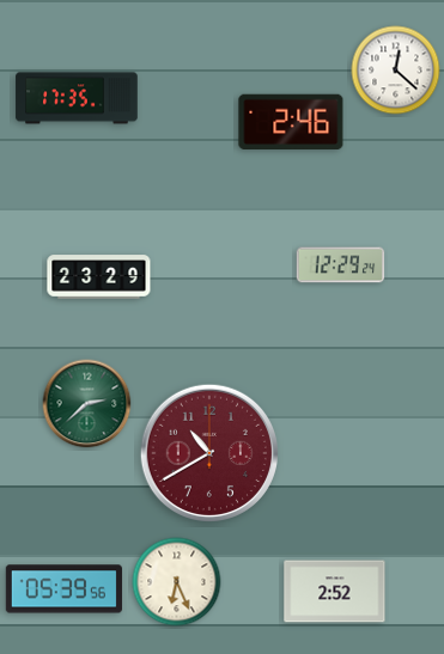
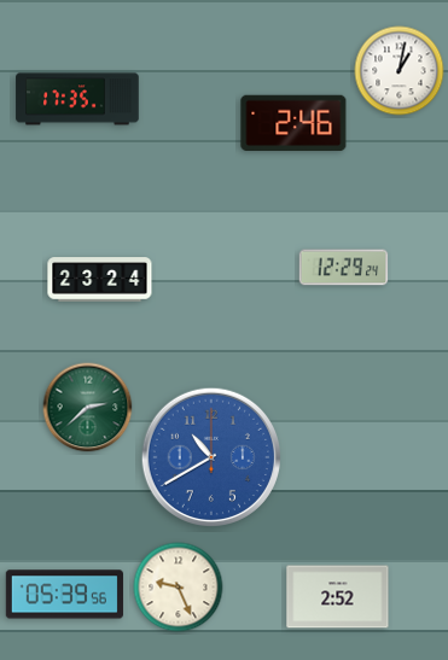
clock at (396, 71): 12:22 -> 1:02
clock at (99, 277): 23:29 -> 23:24
clock at (208, 452) dial: burgundy -> blue
clock at (177, 582): 6:26 -> 9:26
